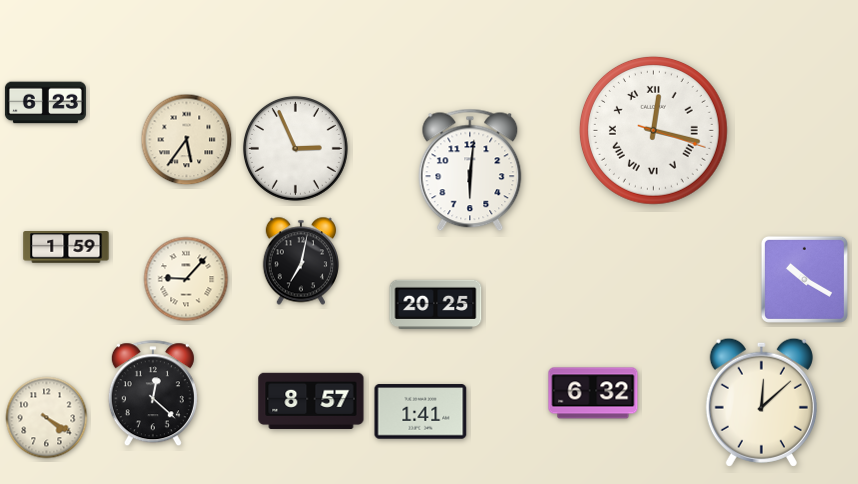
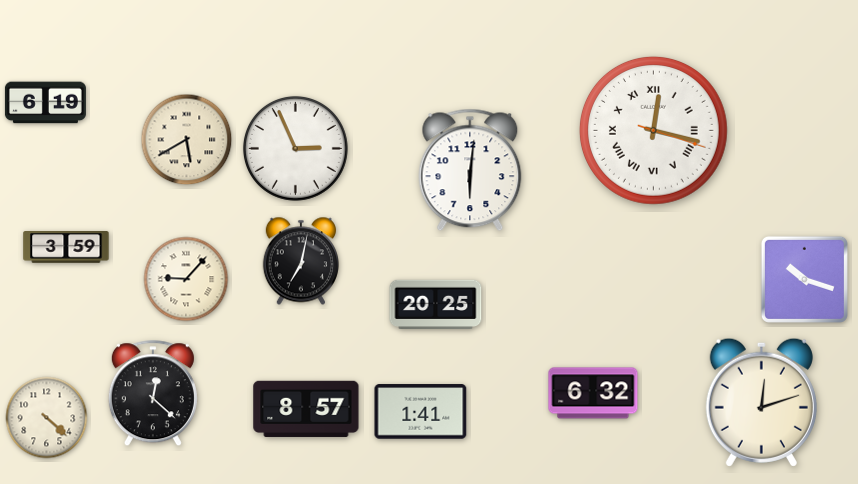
clock at (45, 103): 6:23 -> 6:19
clock at (187, 140): 5:36 -> 5:40
clock at (66, 248): 1:59 -> 3:59
clock at (804, 279): 10:20 -> 10:18
clock at (311, 401) position: (311, 401) -> (306, 409)
clock at (761, 402): 12:08 -> 12:12
clock at (47, 418): 4:20 -> 4:22
